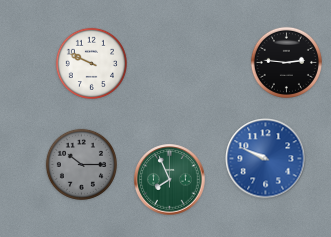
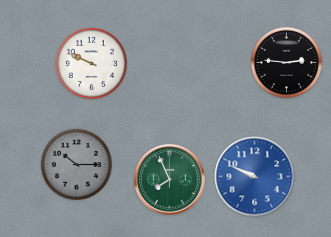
clock at (266, 159) position: (266, 159) -> (255, 177)
clock at (81, 164) position: (81, 164) -> (76, 164)
